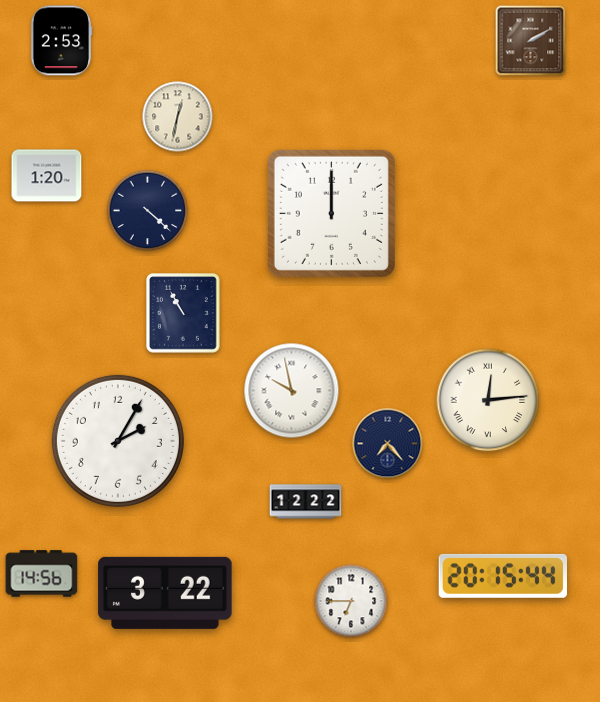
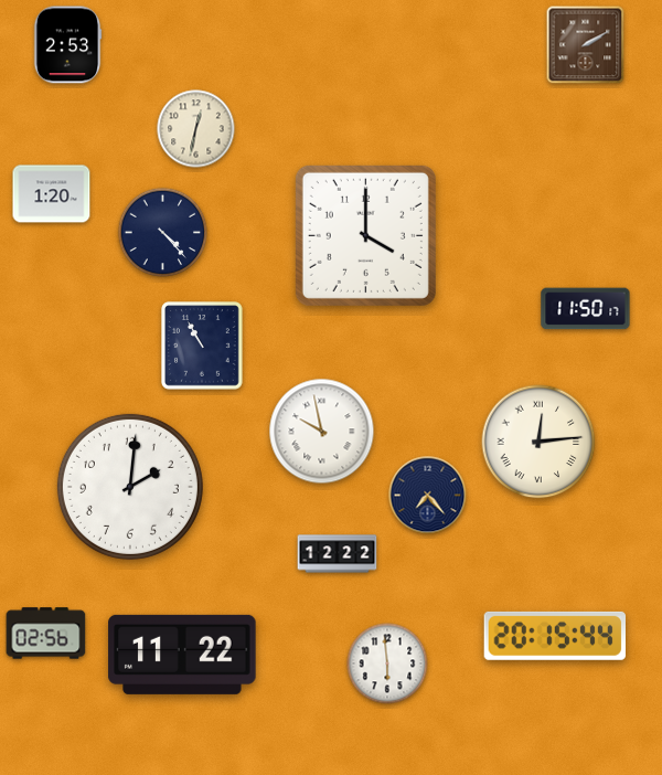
clock at (148, 211): 4:22 -> 4:23
clock at (331, 213): 12:00 -> 4:00
clock at (586, 309): none -> 11:50
clock at (118, 441): 2:05 -> 2:01
clock at (388, 444) position: (388, 444) -> (428, 496)
clock at (42, 574): 14:56 -> 02:56
clock at (165, 593): 3:22 -> 11:22
clock at (351, 601): 6:45 -> 5:59
